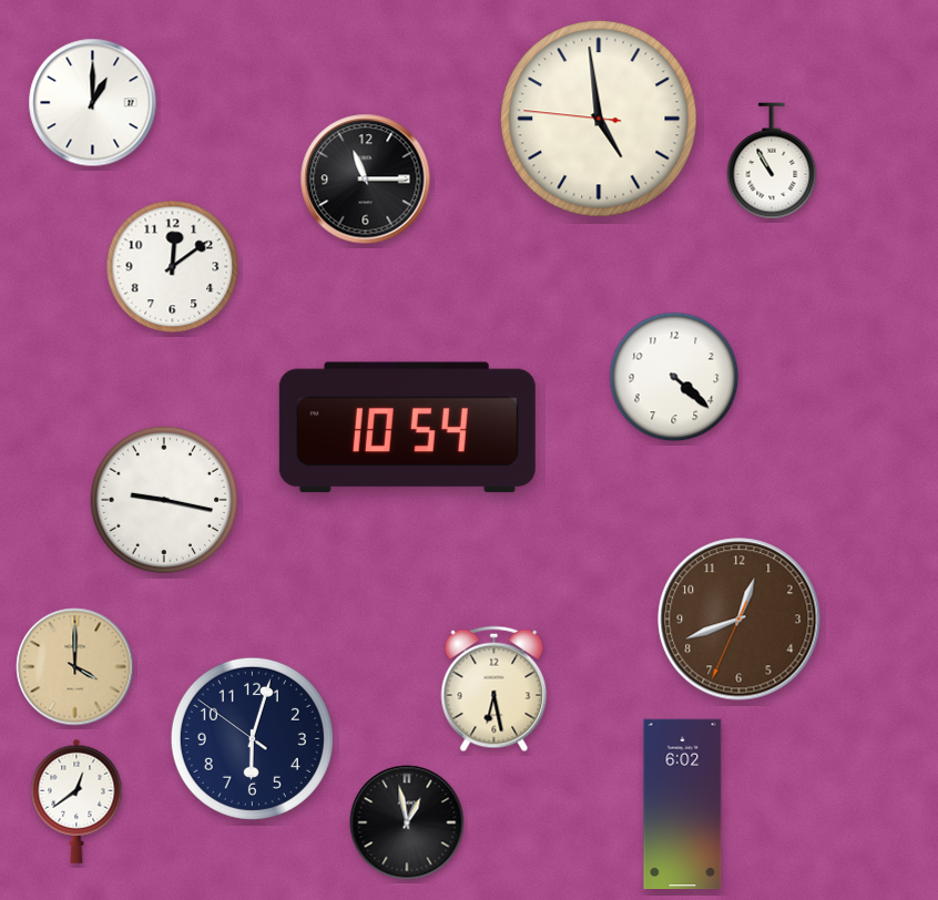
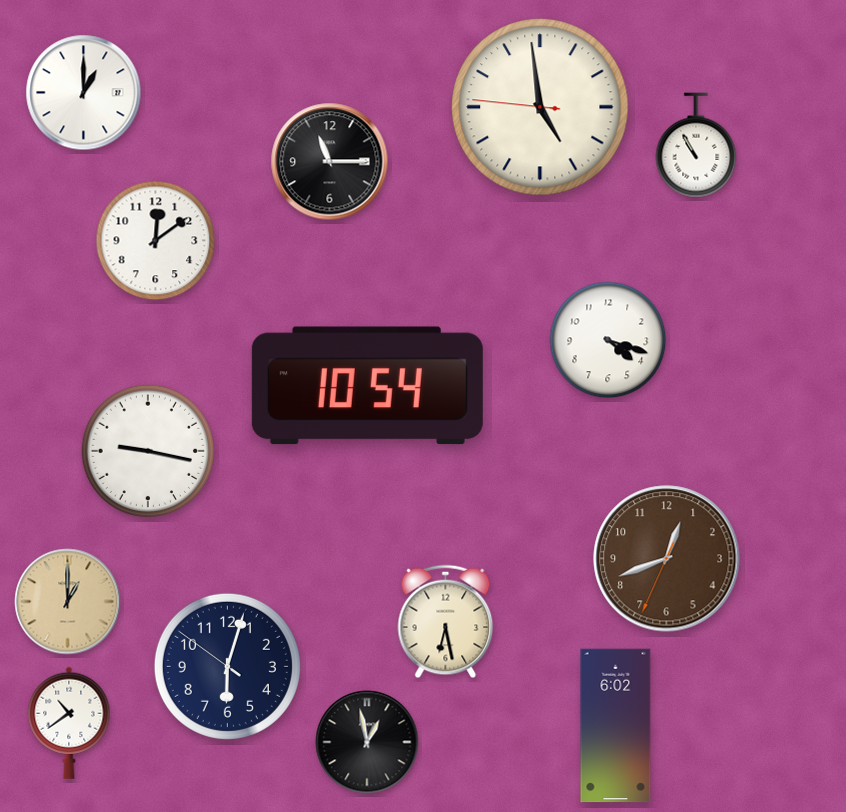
clock at (674, 377): 4:22 -> 4:18
clock at (75, 667): 4:00 -> 1:00
clock at (77, 801): 12:39 -> 10:39
